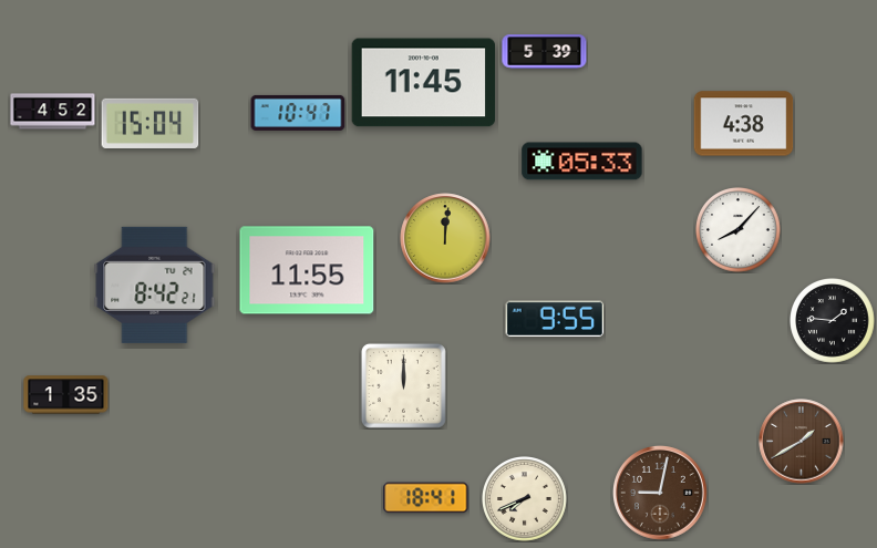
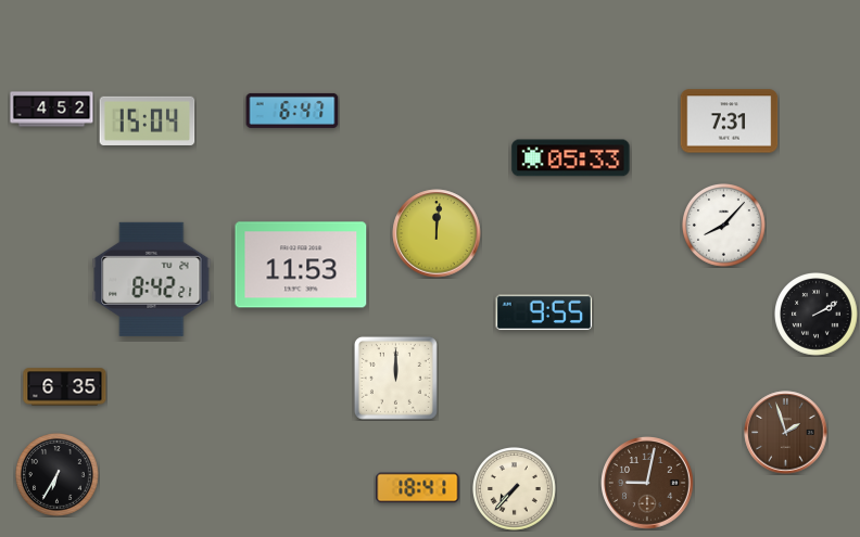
clock at (545, 52): 5:39 -> none
clock at (423, 83): 11:45 -> none
clock at (298, 113): 10:47 -> 6:47
clock at (744, 124): 4:38 -> 7:31
clock at (307, 270): 11:55 -> 11:53
clock at (833, 321): 1:46 -> 2:10
clock at (66, 395): 1:35 -> 6:35
clock at (802, 442): 1:40 -> 1:57
clock at (58, 475): none -> 6:35
clock at (525, 499): 7:41 -> 7:37
